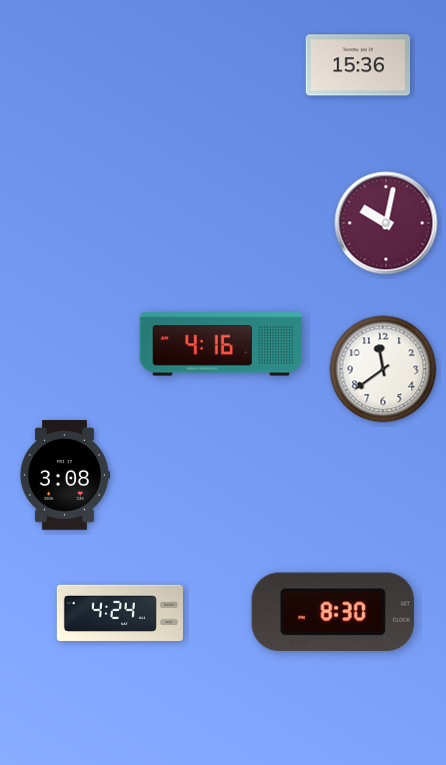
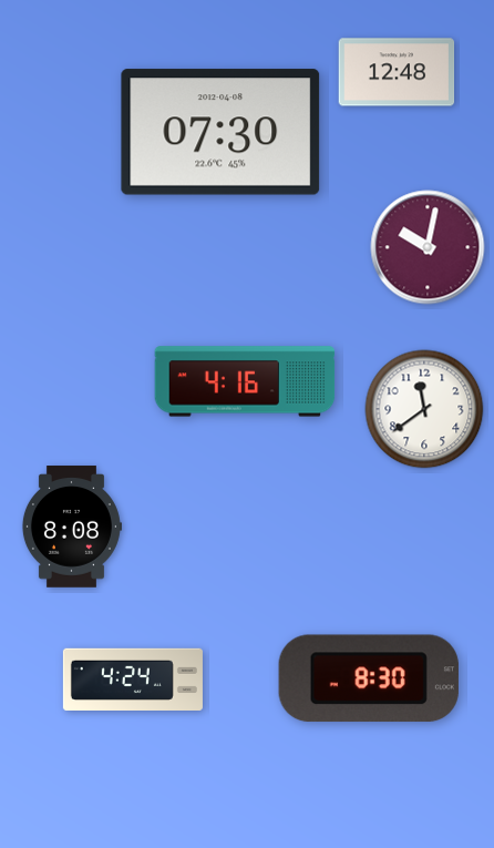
clock at (358, 65): 15:36 -> 12:48
clock at (220, 132): none -> 07:30
clock at (64, 475): 3:08 -> 8:08
